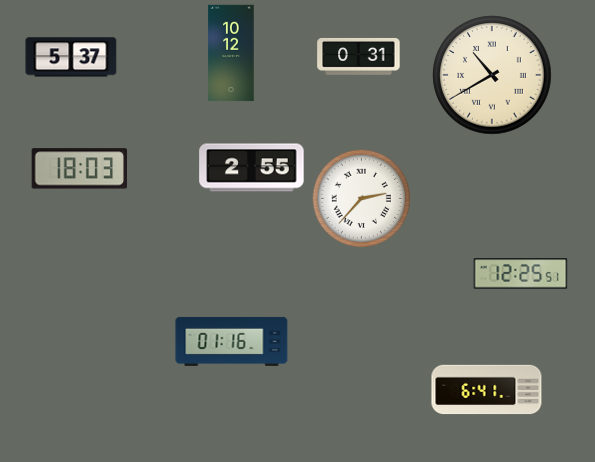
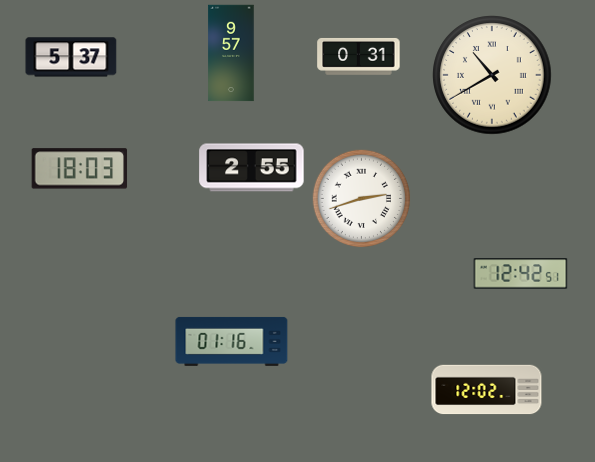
clock at (231, 53): 10:12 -> 9:57
clock at (362, 199): 2:37 -> 2:42
clock at (521, 274): 12:25 -> 12:42
clock at (487, 390): 6:41 -> 12:02
